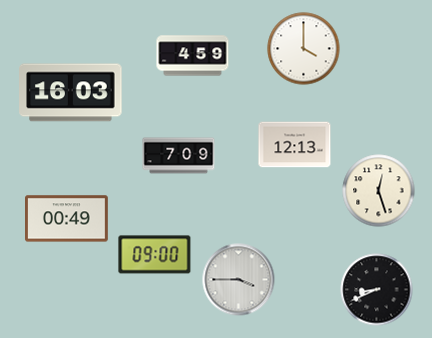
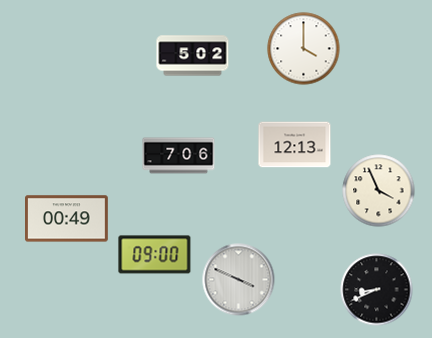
clock at (193, 56): 4:59 -> 5:02
clock at (71, 93): 16:03 -> none
clock at (179, 156): 7:09 -> 7:06
clock at (379, 191): 12:27 -> 3:56
clock at (239, 280): 3:45 -> 3:49
